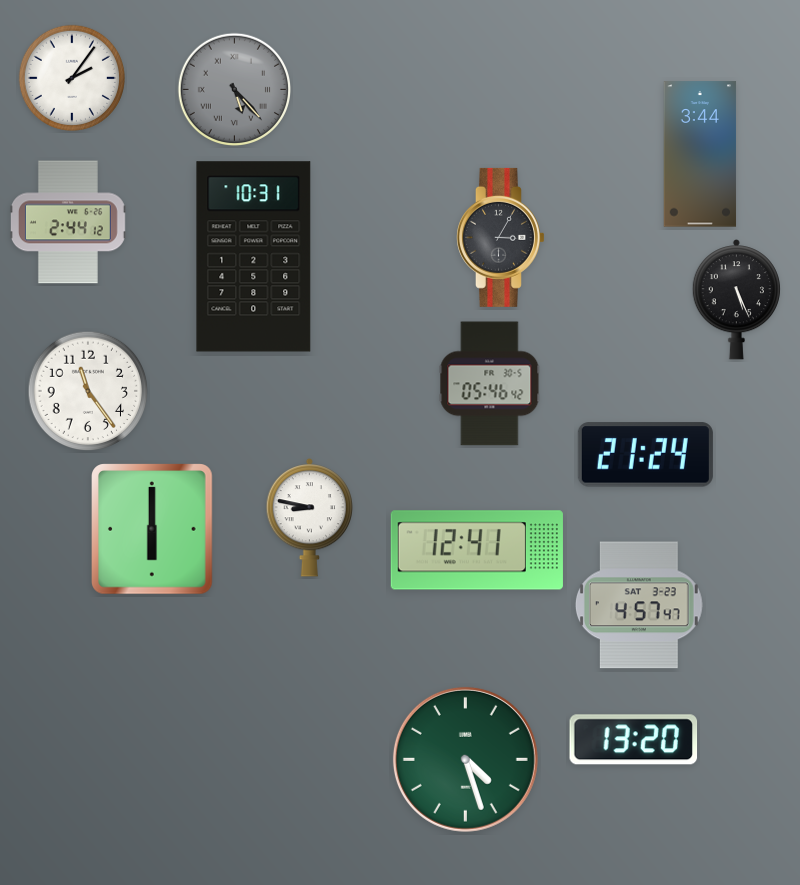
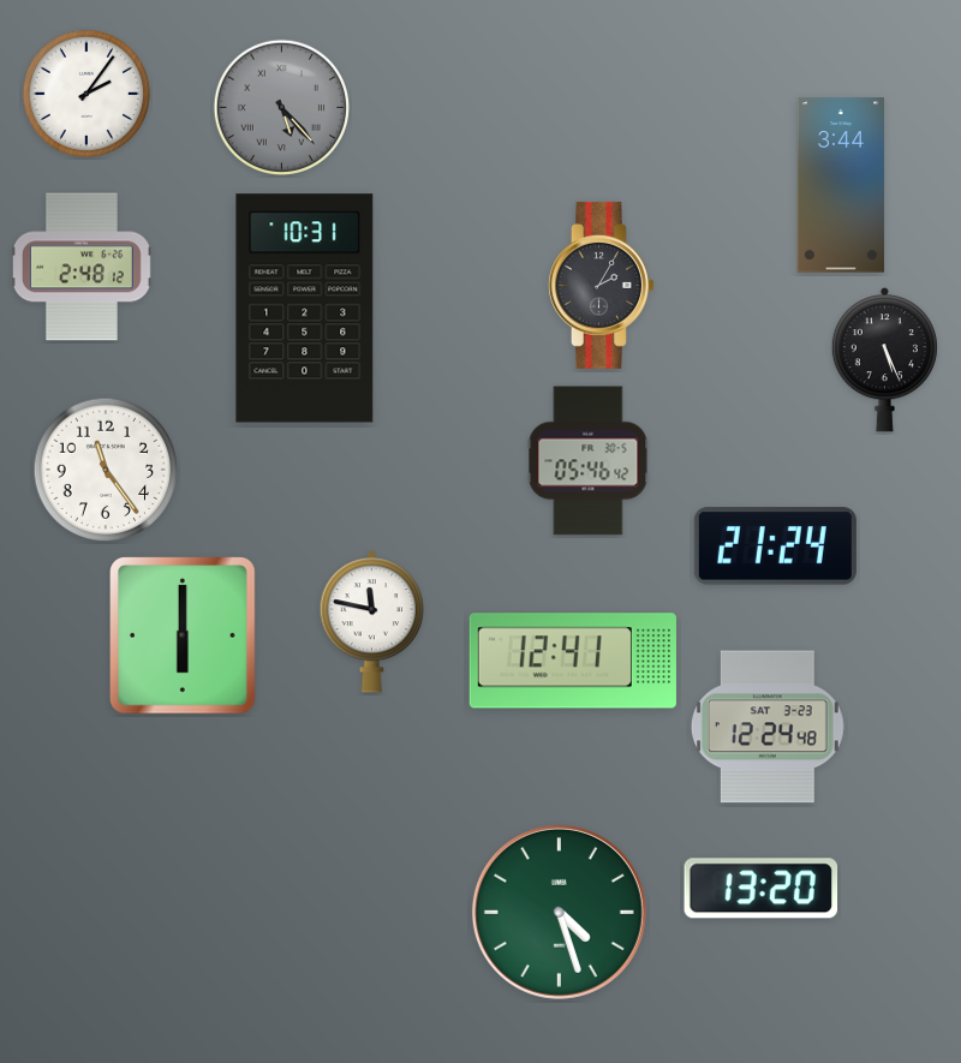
clock at (68, 222): 2:44 -> 2:48
clock at (501, 237): 3:05 -> 2:05
clock at (310, 518): 8:47 -> 11:47
clock at (639, 605): 4:57 -> 12:24
